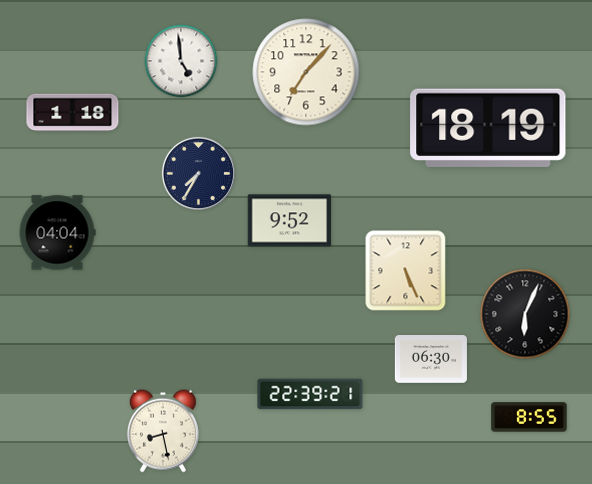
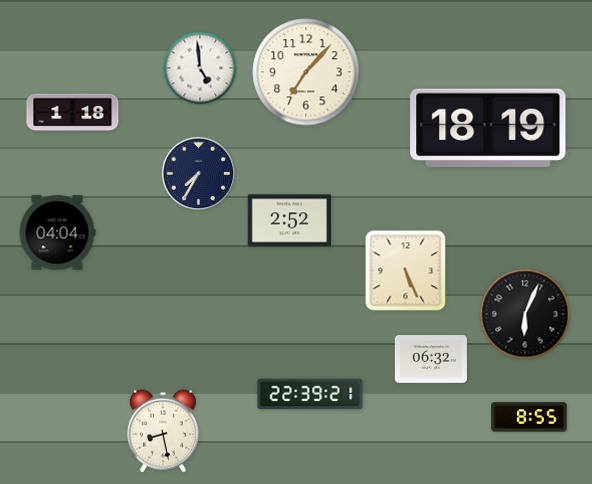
clock at (181, 61) position: (181, 61) -> (200, 68)
clock at (290, 221): 9:52 -> 2:52
clock at (431, 359): 06:30 -> 06:32
